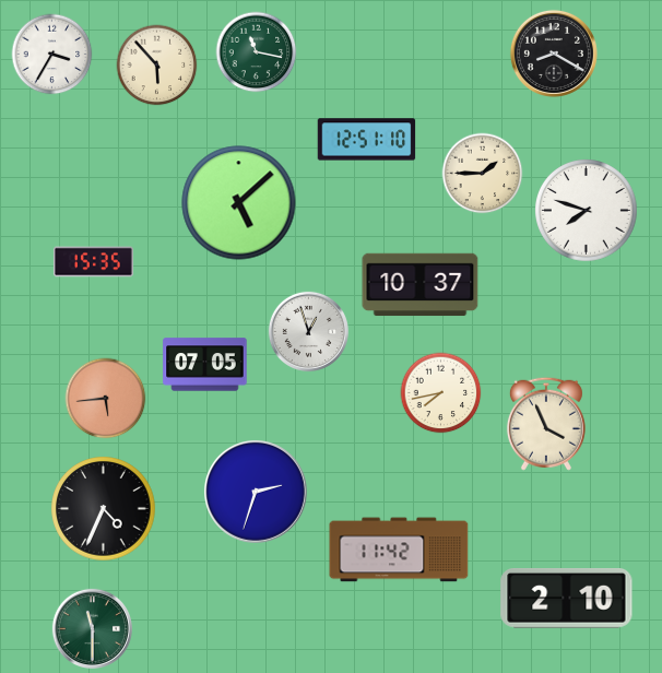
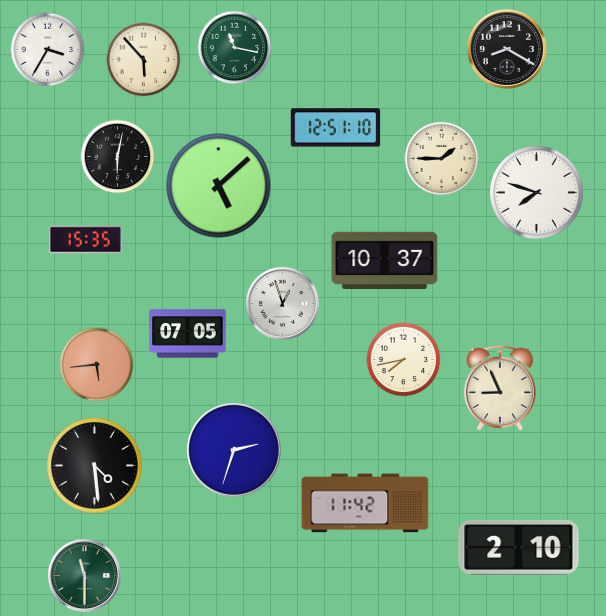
clock at (118, 157): none -> 6:02
clock at (546, 424): 3:56 -> 8:56
clock at (104, 509): 4:34 -> 4:29
